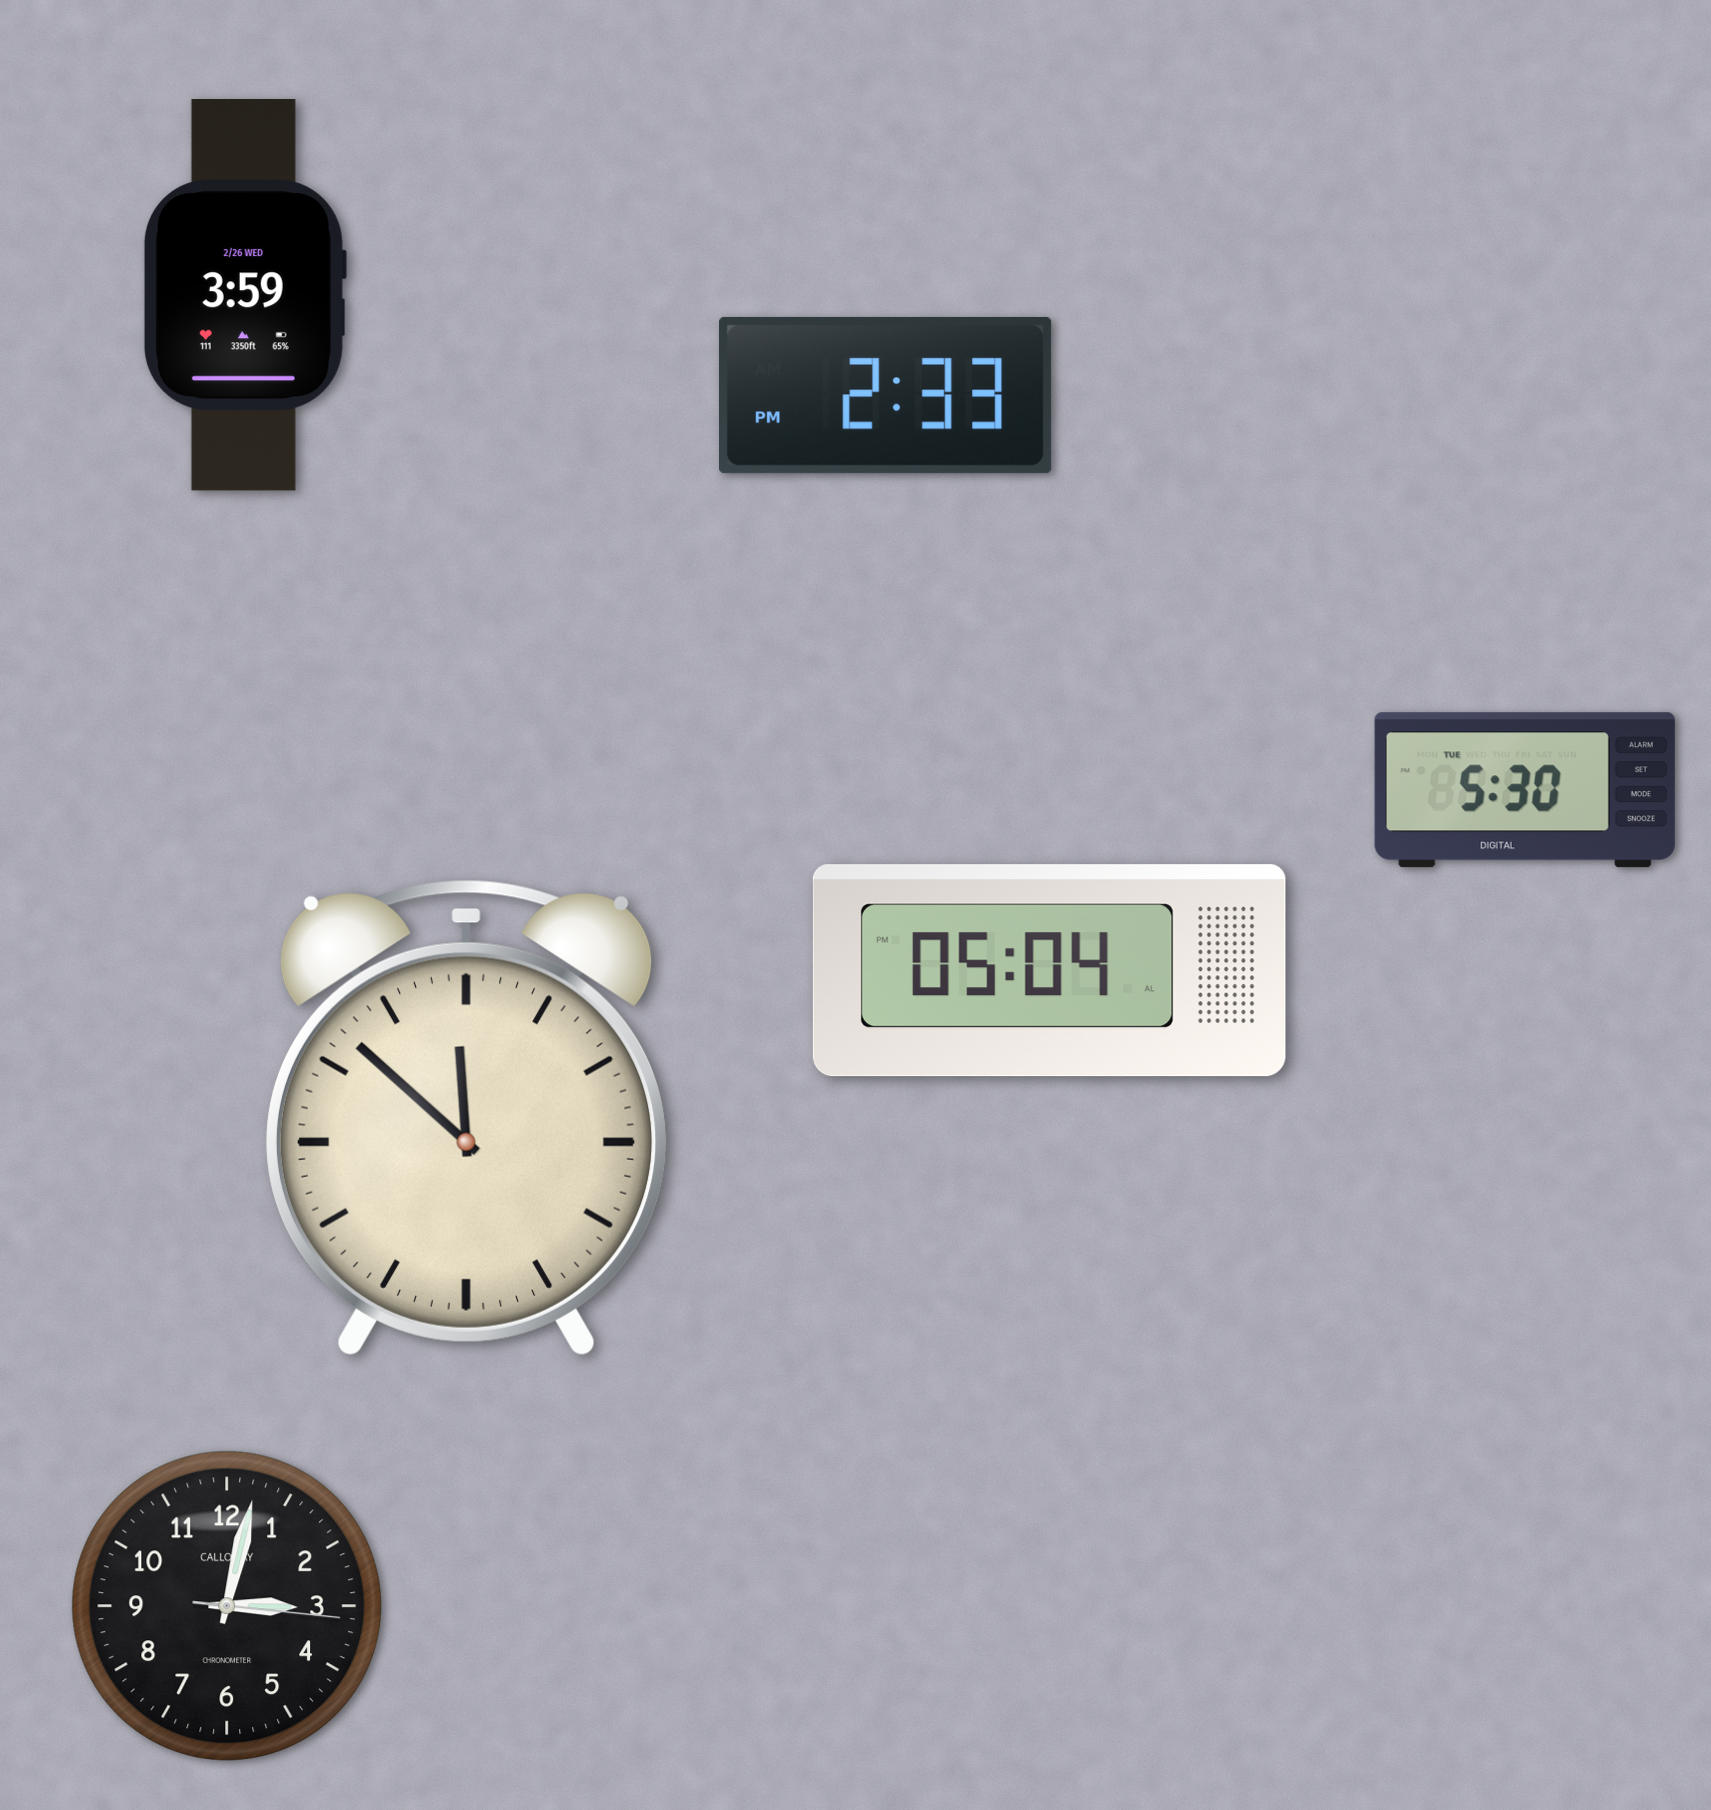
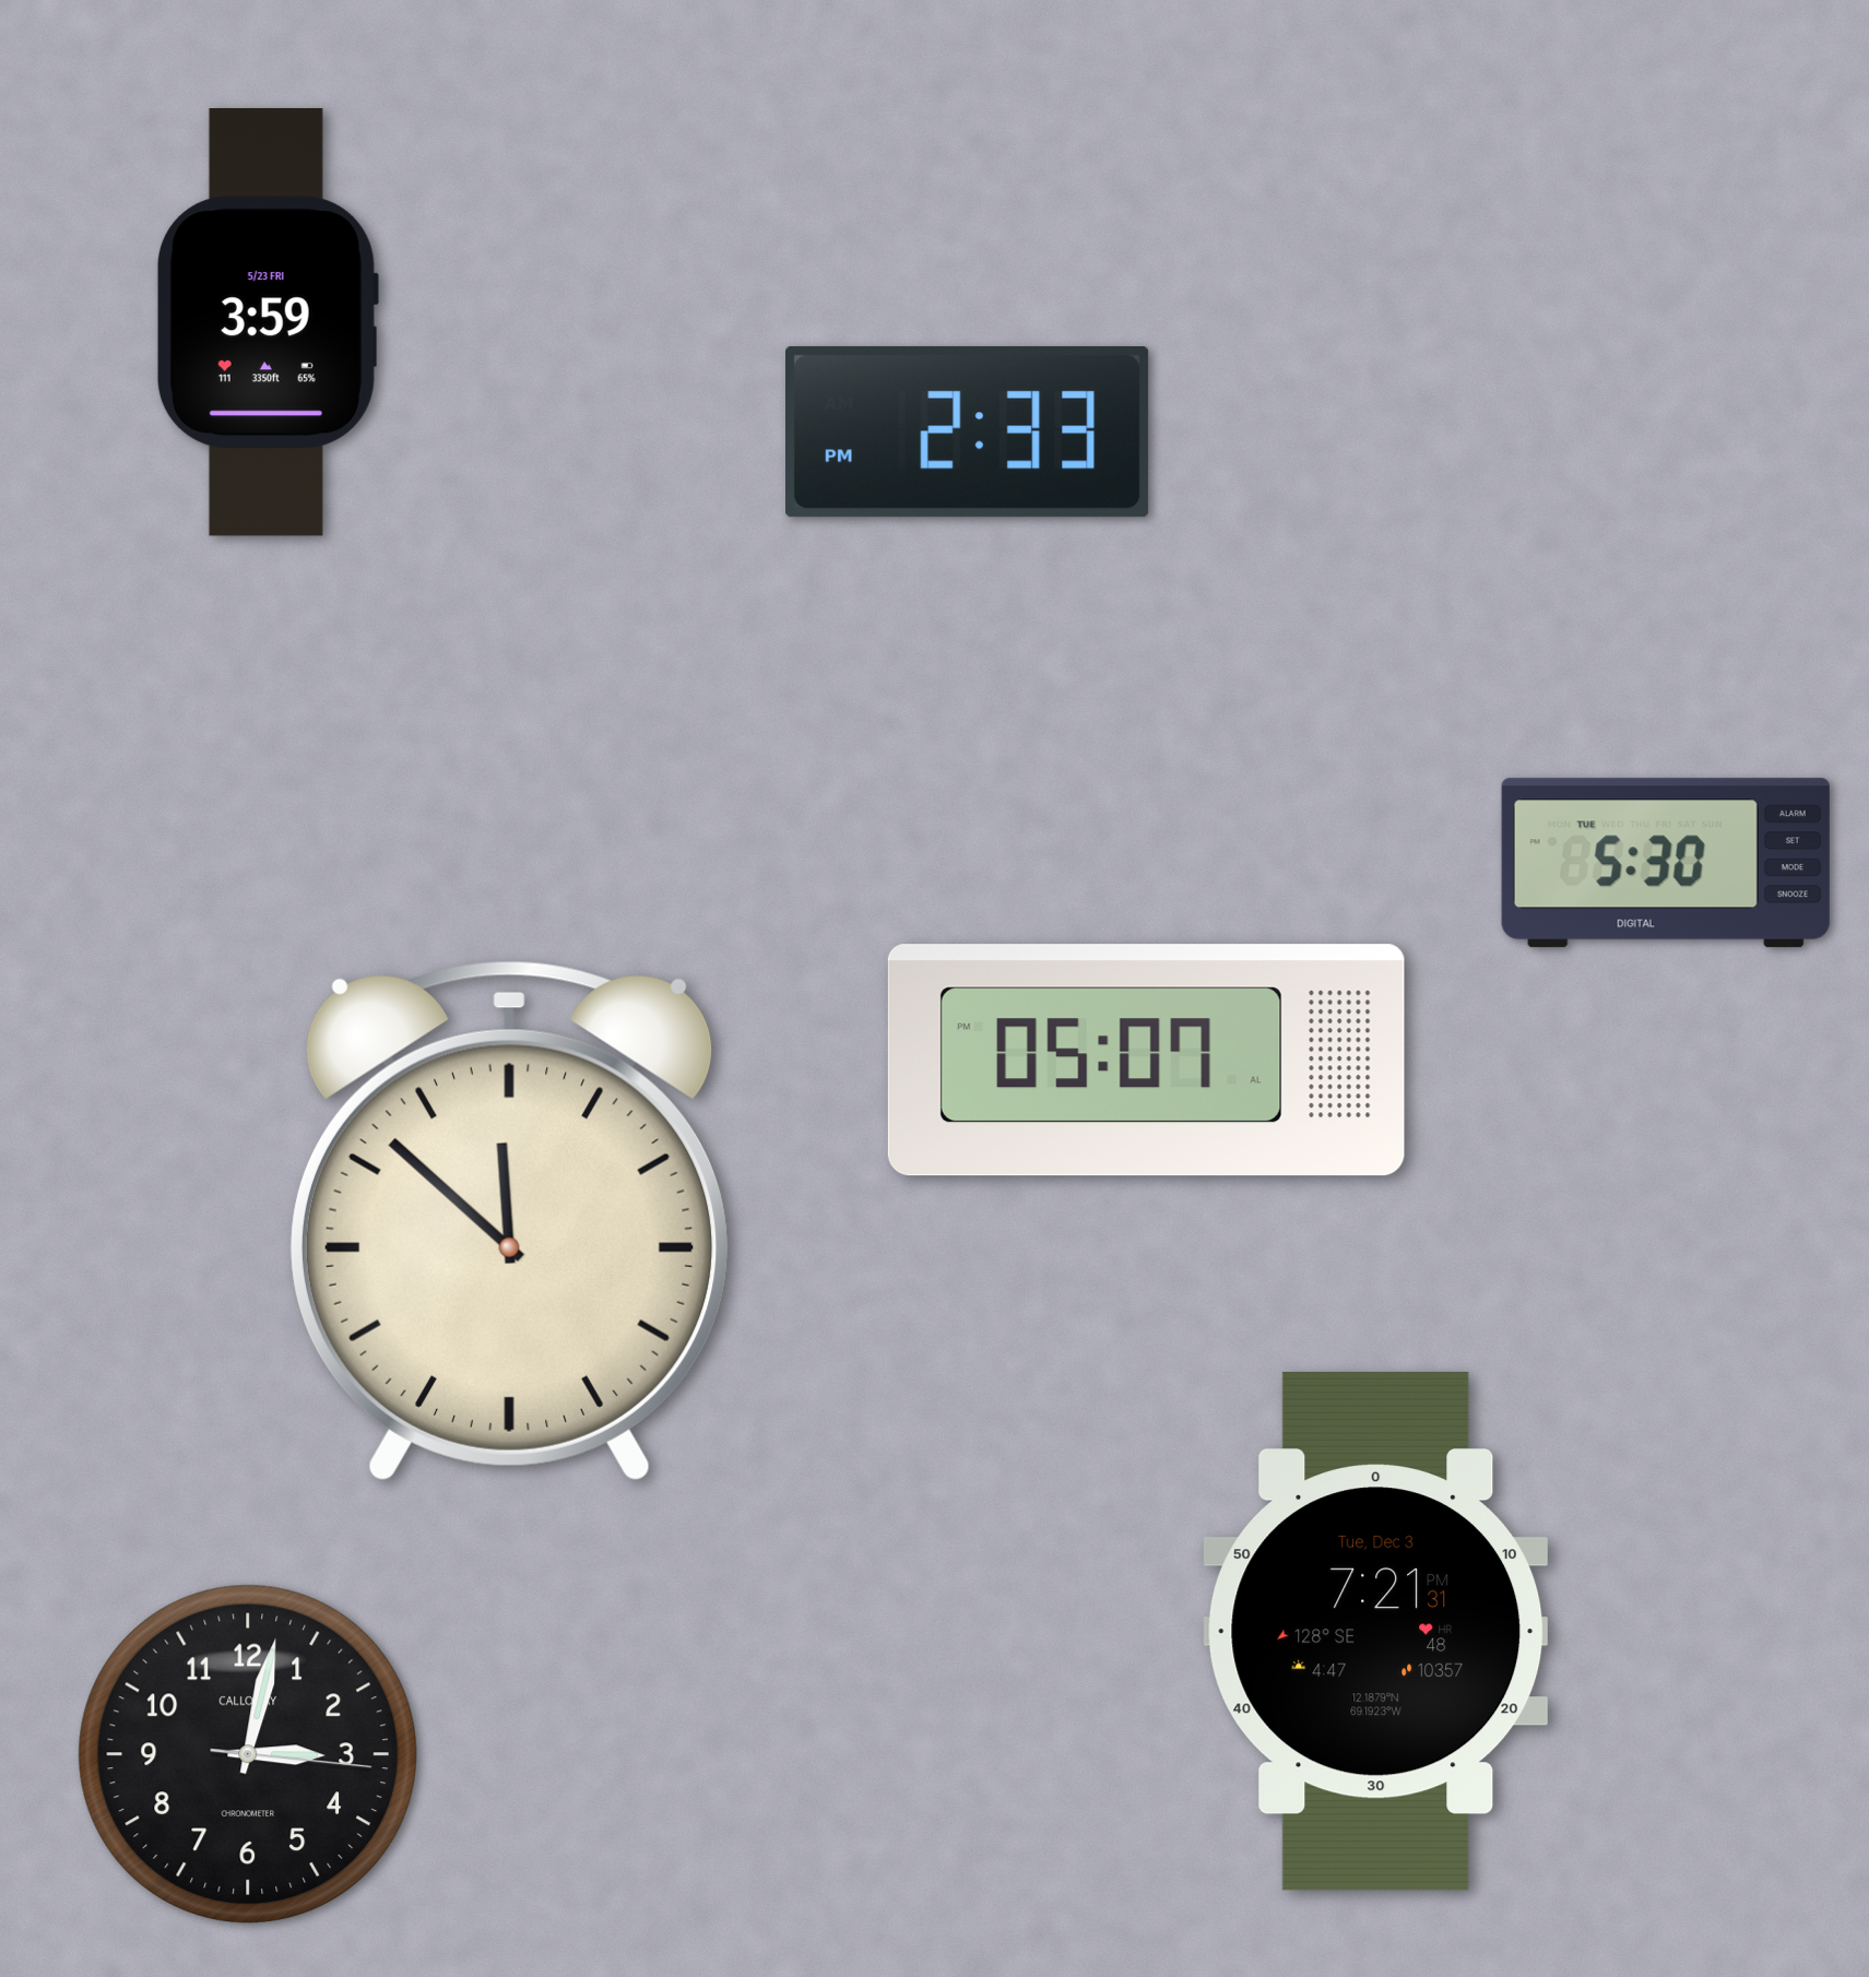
clock at (244, 296) date: 2/26 WED -> 5/23 FRI
clock at (1049, 971): 05:04 -> 05:07
clock at (1376, 1631): none -> 7:21
